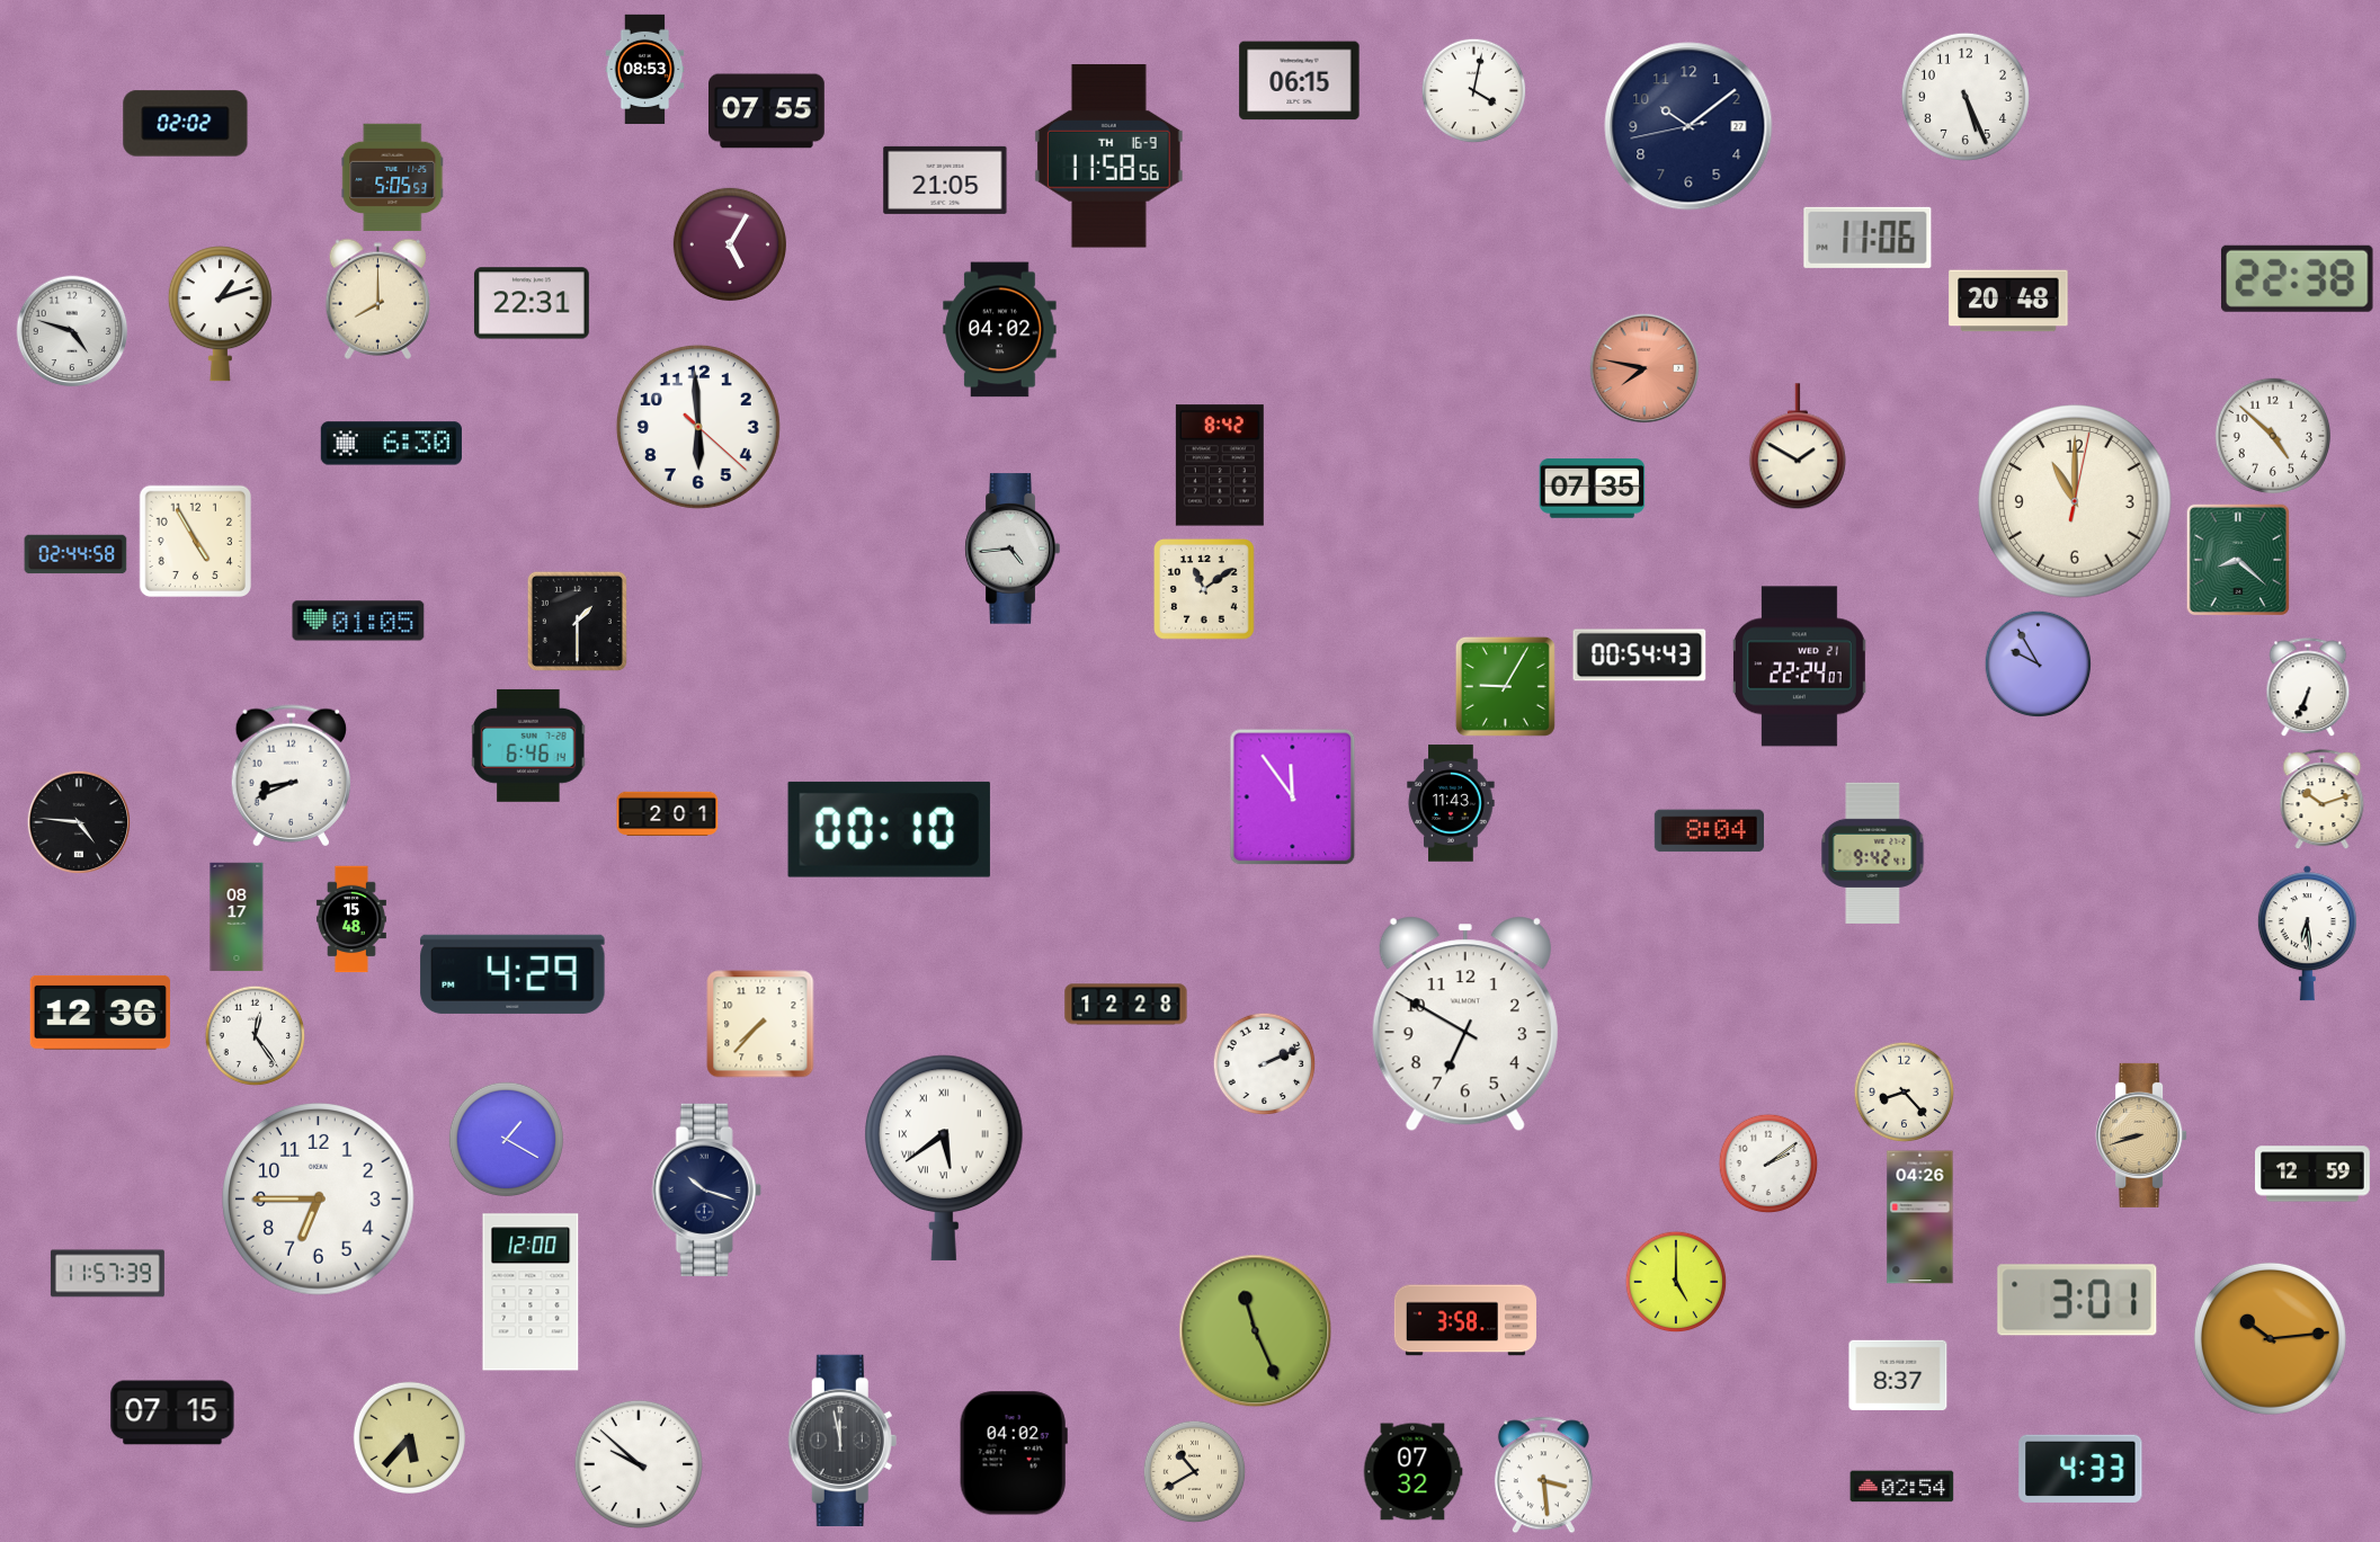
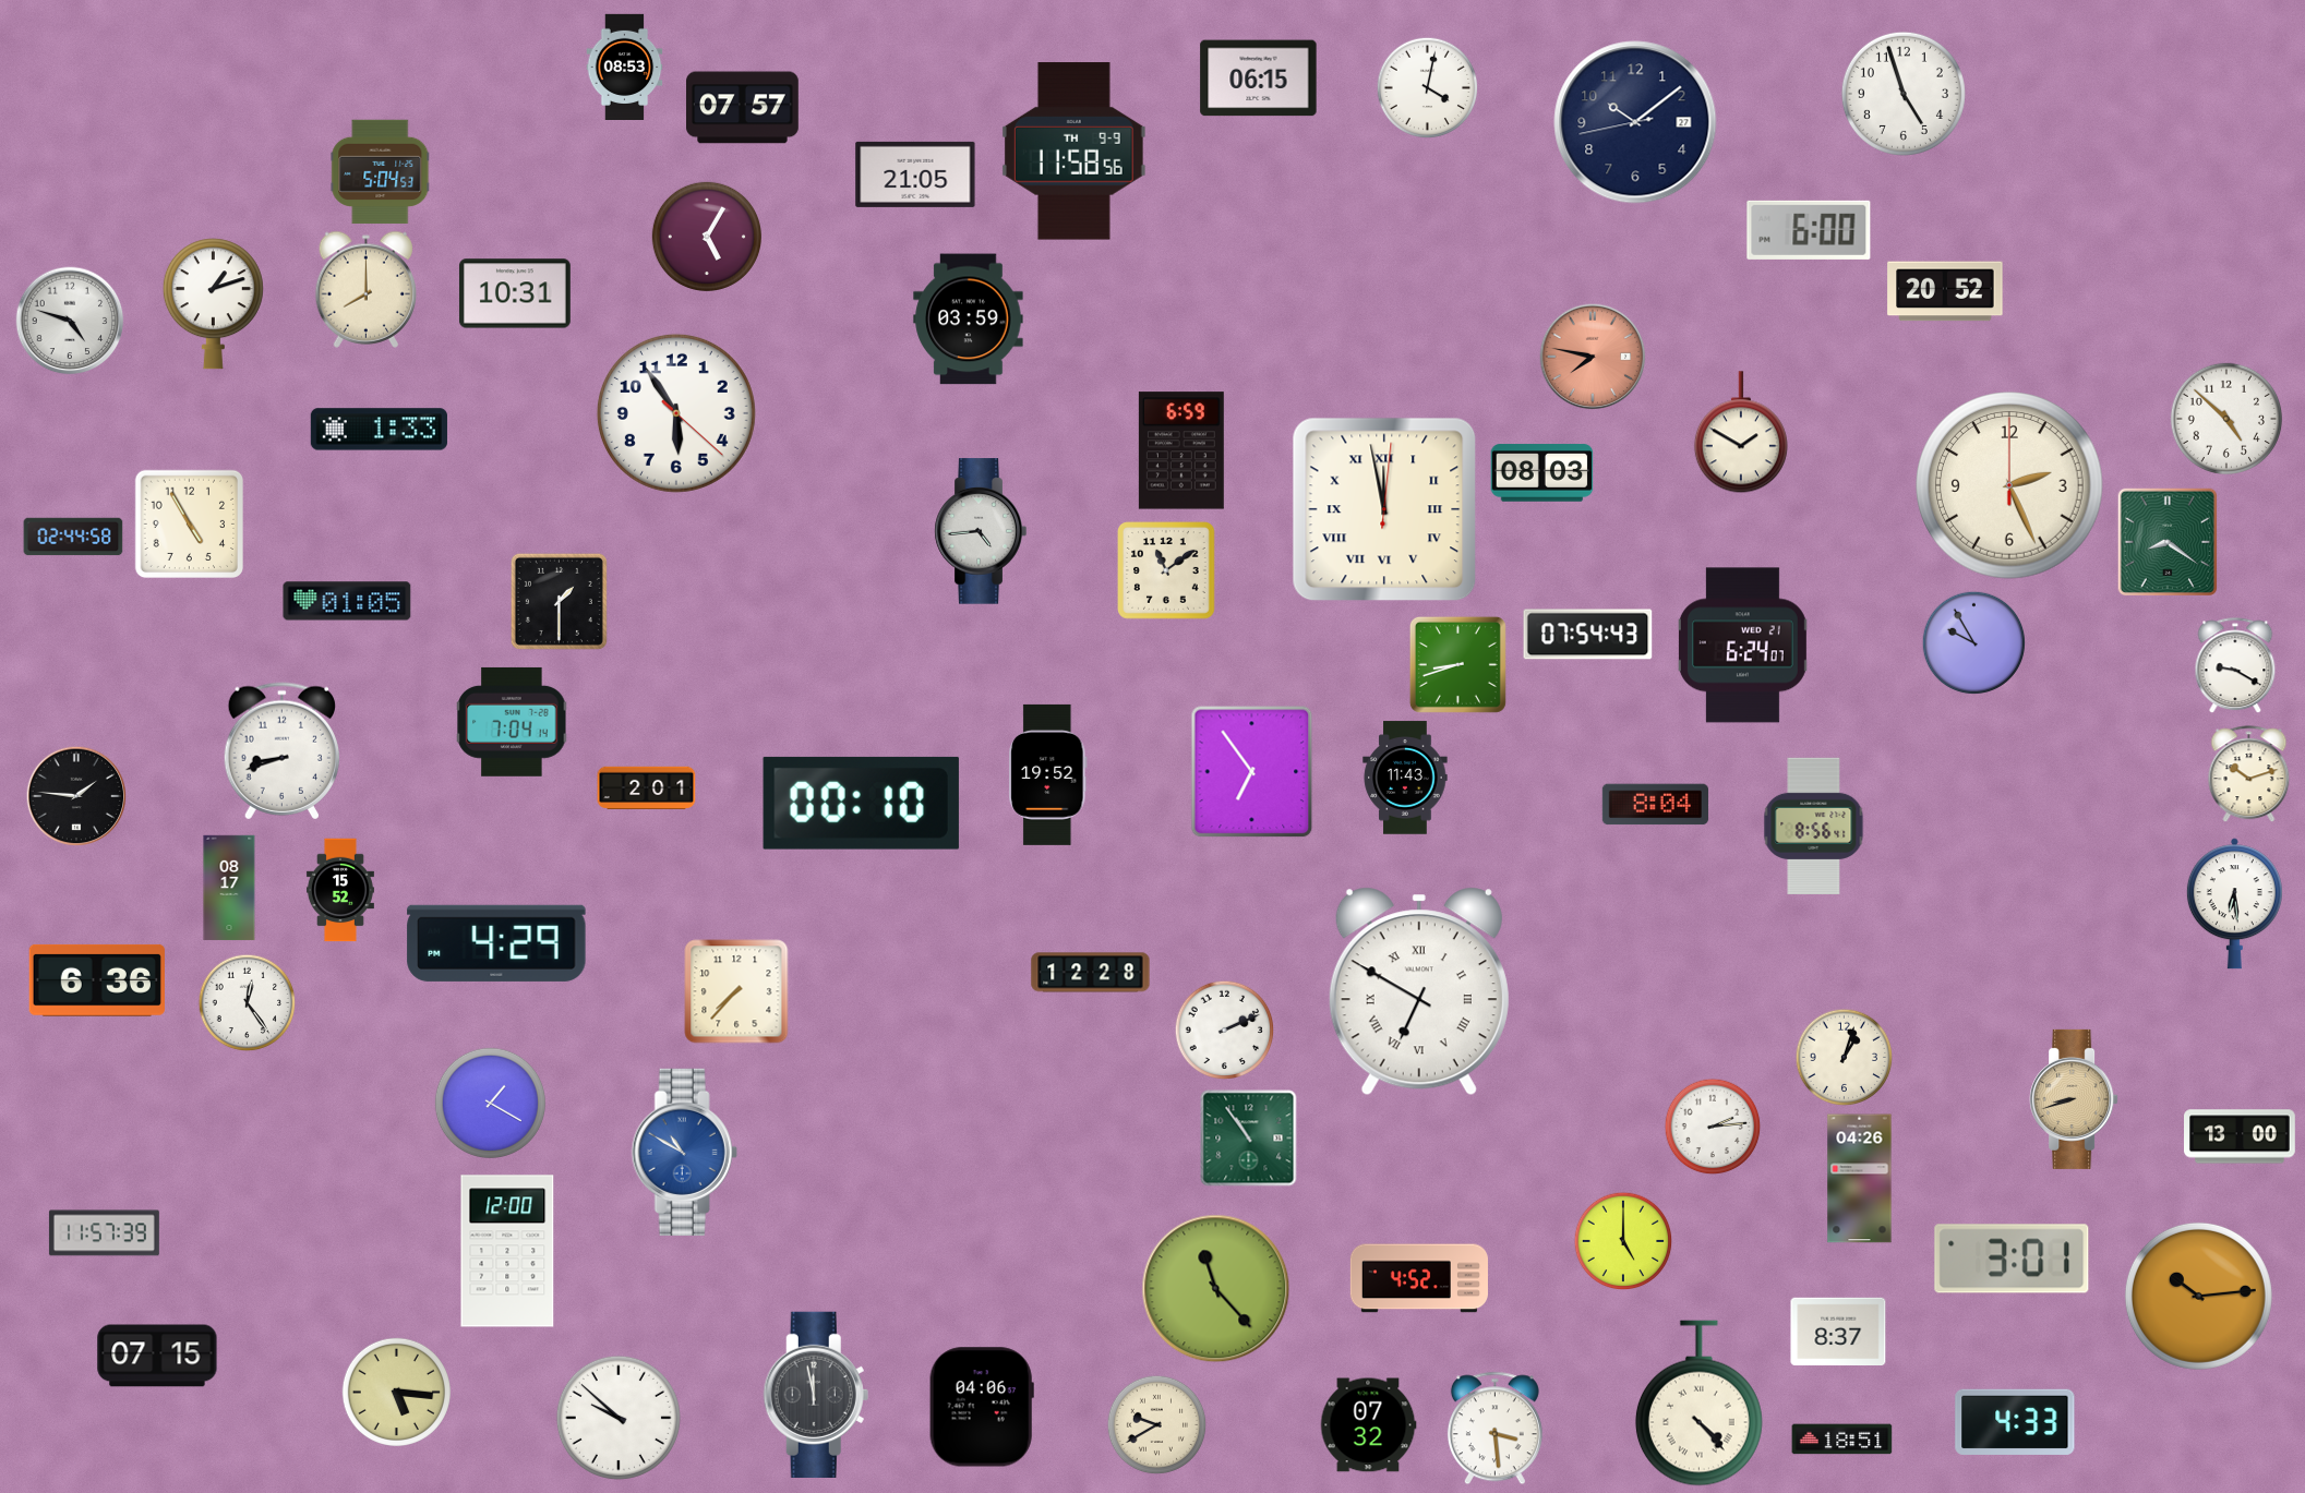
clock at (1965, 97): 5:26 -> 4:57
clock at (767, 112): 07:55 -> 07:57
clock at (186, 124): 02:02 -> none
clock at (1109, 157) date: TH 16-9 -> TH 9-9
clock at (393, 178): 5:05 -> 5:04
clock at (1868, 238): 11:06 -> 6:00
clock at (2297, 278): 22:38 -> none
clock at (2008, 301): 20:48 -> 20:52
clock at (532, 303): 22:31 -> 10:31
clock at (1000, 330): 04:02 -> 03:59
clock at (698, 427): 5:59 -> 5:54
clock at (2273, 436) position: (2273, 436) -> (2226, 419)
clock at (391, 444): 6:30 -> 1:33
clock at (1220, 465): 8:42 -> 6:59
clock at (1593, 489): 07:35 -> 08:03
clock at (2076, 502): 11:00 -> 2:26
clock at (1384, 509): none -> 11:58
clock at (2237, 559): 8:22 -> 8:21
clock at (1640, 656): 00:54 -> 07:54
clock at (1799, 667): 22:24 -> 6:24
clock at (1505, 686): 9:05 -> 8:42
clock at (2308, 688): 6:34 -> 9:20
clock at (528, 746): 6:46 -> 7:04
clock at (291, 776): 8:41 -> 8:42
clock at (1293, 797): 11:54 -> 6:54
clock at (1048, 774): none -> 19:52
clock at (79, 822): 4:46 -> 1:46
clock at (1873, 853): 9:42 -> 8:56
clock at (351, 919): 15:48 -> 15:52
clock at (100, 1013): 12:36 -> 6:36
clock at (1465, 1024) numerals: Arabic -> Roman
clock at (1905, 1093): 8:23 -> 1:03
clock at (945, 1158): 5:39 -> none
clock at (1768, 1164): 2:09 -> 2:14
clock at (2314, 1174): 12:59 -> 13:00
clock at (1249, 1139): none -> 10:54
clock at (706, 1189): 10:18 -> 10:50
clock at (706, 1189) dial: navy -> blue
clock at (319, 1200): 6:45 -> none
clock at (531, 1292) position: (531, 1292) -> (507, 1251)
clock at (1465, 1320): 3:58 -> 4:52
clock at (1256, 1331): 11:26 -> 11:23
clock at (172, 1412) position: (172, 1412) -> (157, 1356)
clock at (409, 1437): 5:37 -> 5:16
clock at (1698, 1404): none -> 4:23
clock at (1014, 1453): 04:02 -> 04:06
clock at (1195, 1472): 10:40 -> 9:40
clock at (1902, 1487): 02:54 -> 18:51
